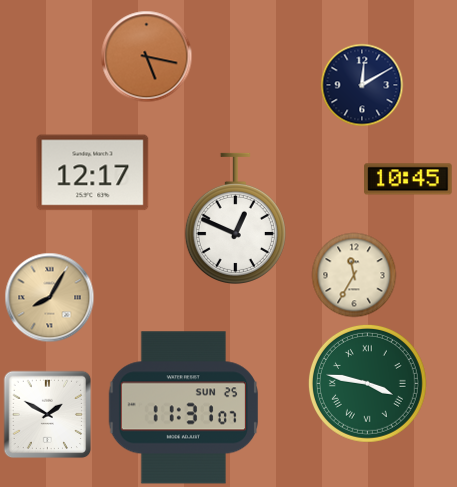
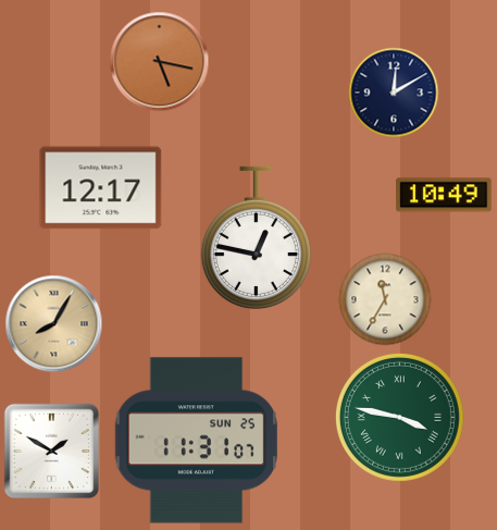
clock at (408, 179): 10:45 -> 10:49
clock at (235, 218): 12:49 -> 12:47
clock at (184, 408) position: (184, 408) -> (197, 441)
